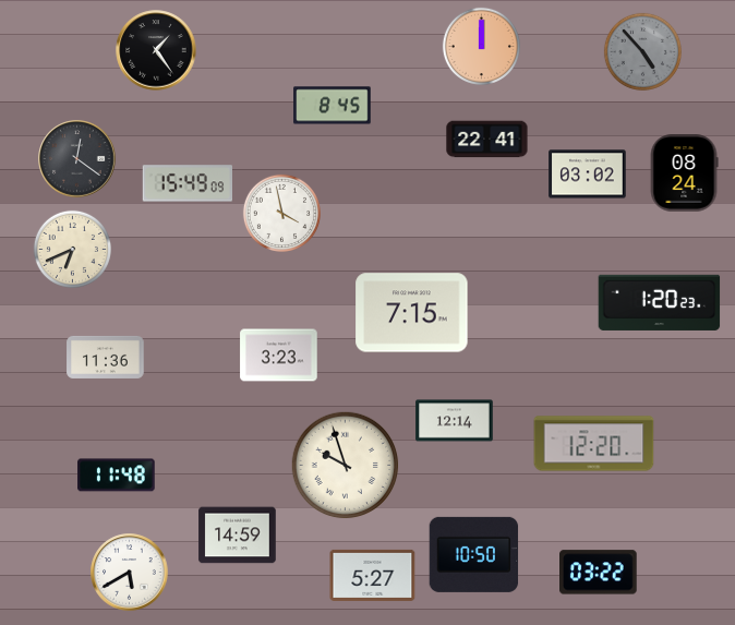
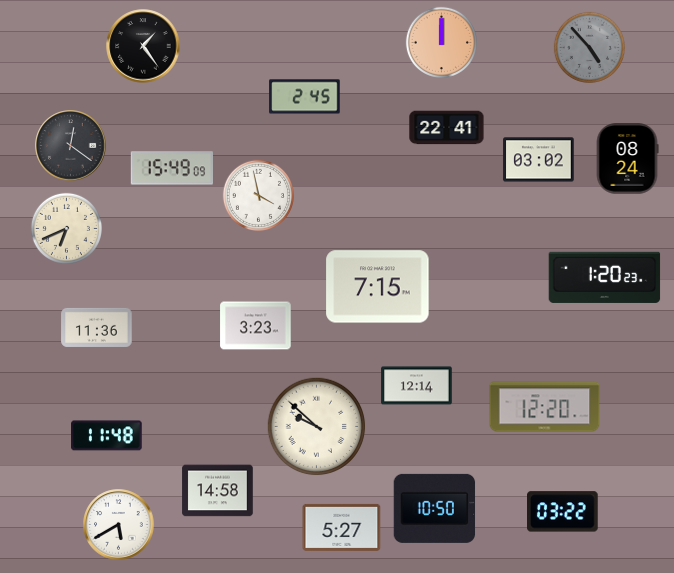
clock at (333, 106): 8:45 -> 2:45
clock at (346, 466): 9:57 -> 9:52
clock at (238, 536): 14:59 -> 14:58
clock at (599, 573) position: (599, 573) -> (563, 512)
